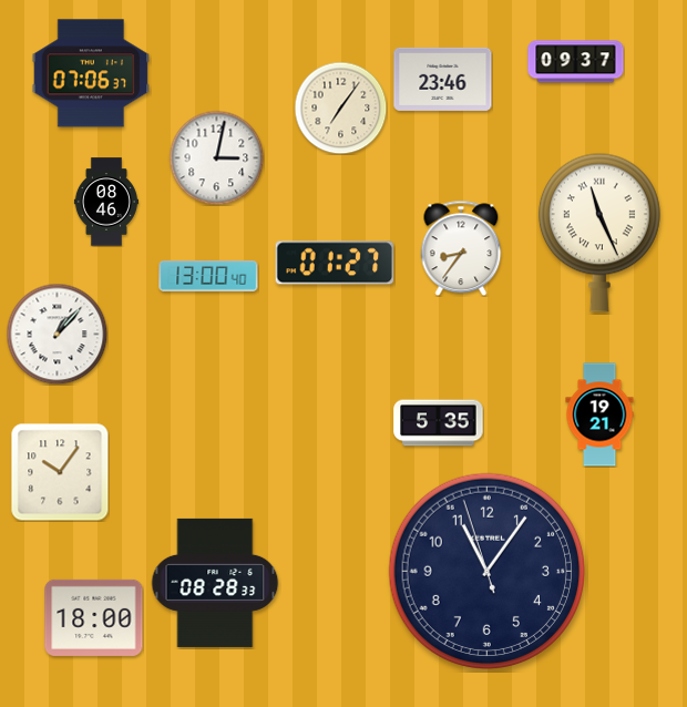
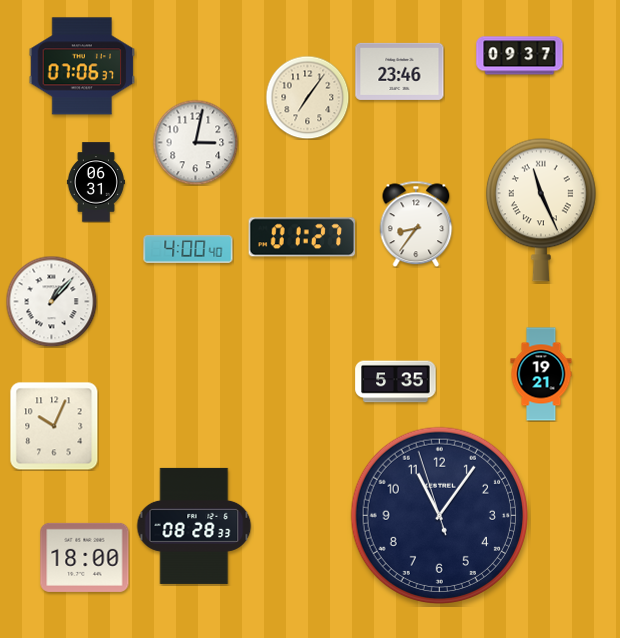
clock at (106, 202): 08:46 -> 06:31
clock at (208, 276): 13:00 -> 4:00
clock at (60, 472): 10:06 -> 10:04
